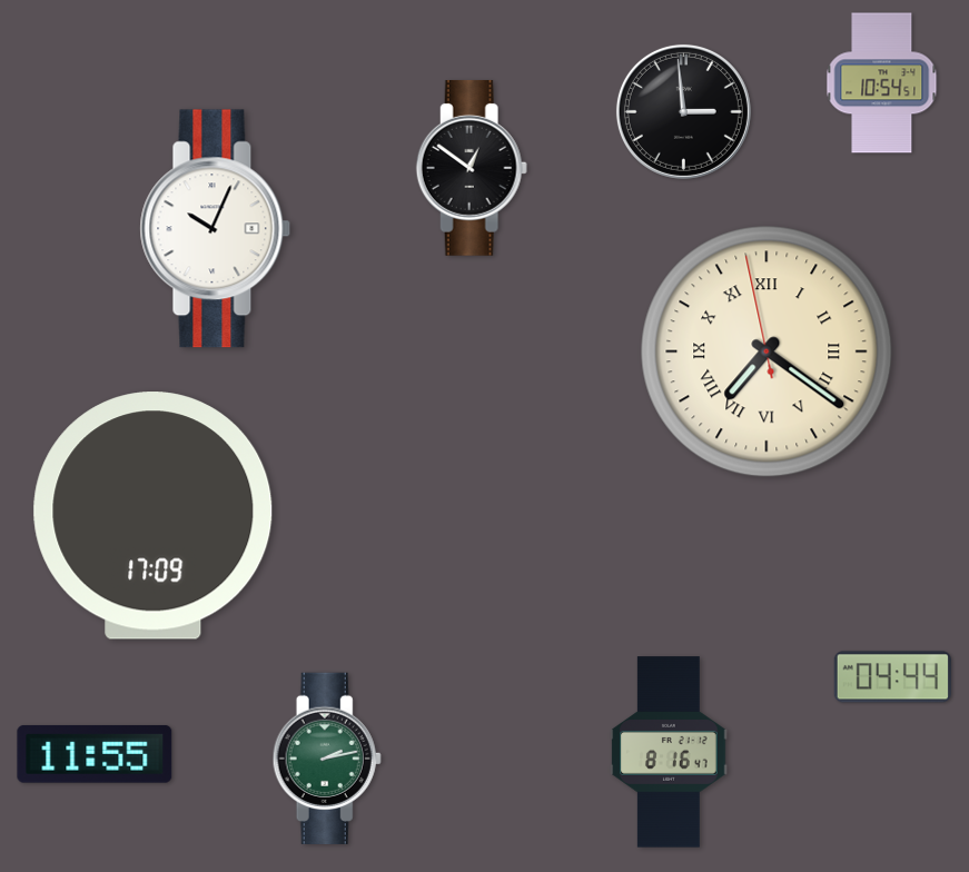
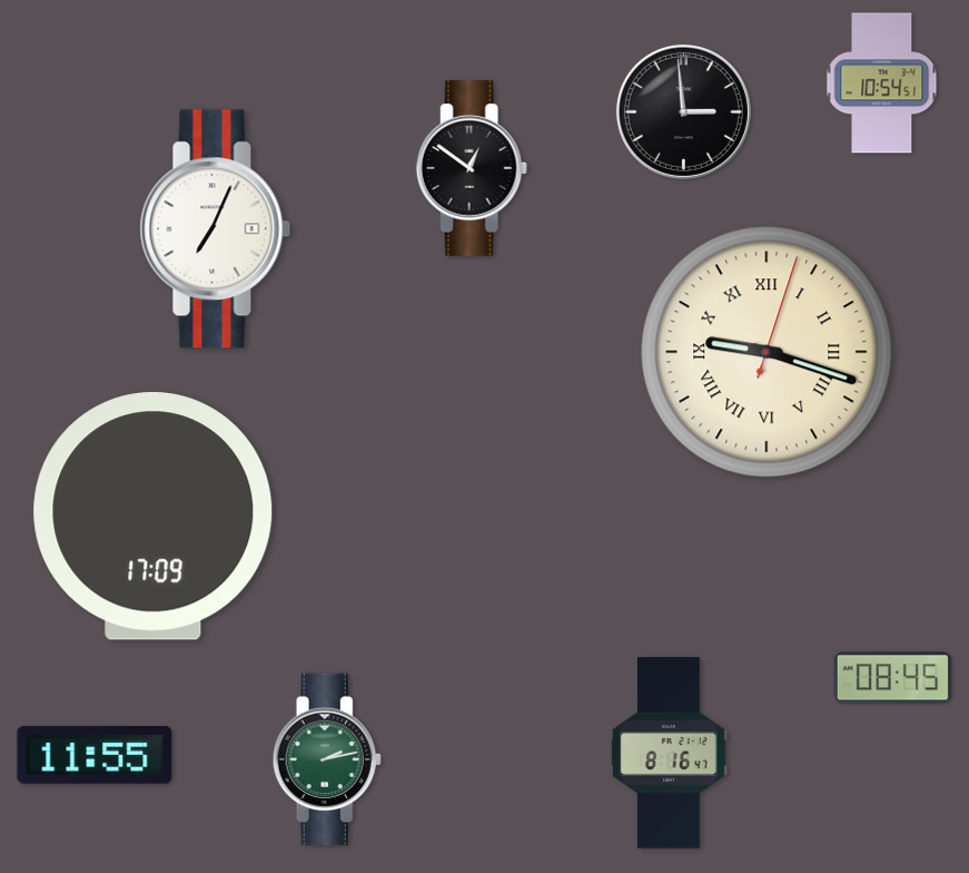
clock at (216, 229): 10:04 -> 7:04
clock at (767, 351): 7:20 -> 9:18
clock at (892, 677): 04:44 -> 08:45
